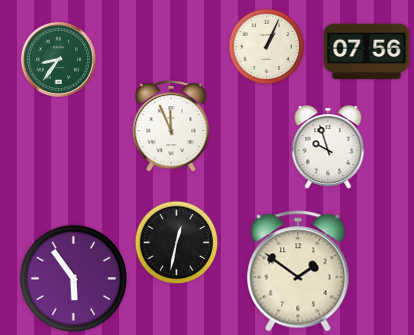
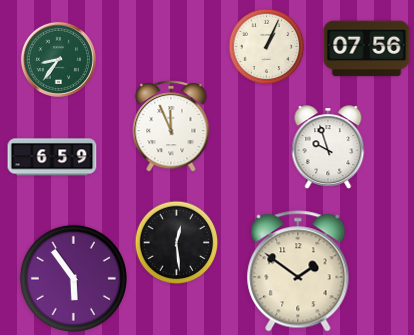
clock at (367, 52) position: (367, 52) -> (367, 49)
clock at (52, 157): none -> 6:59
clock at (177, 243): 12:32 -> 12:29
